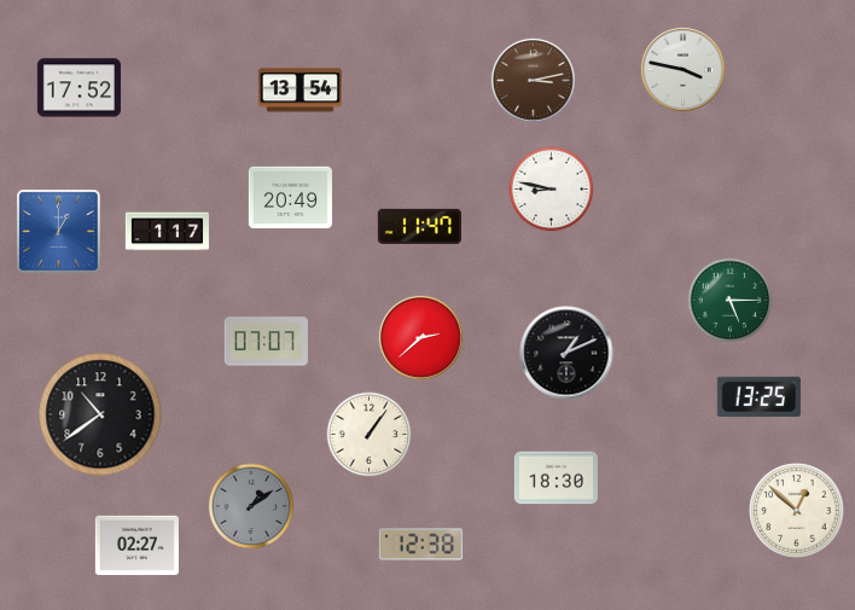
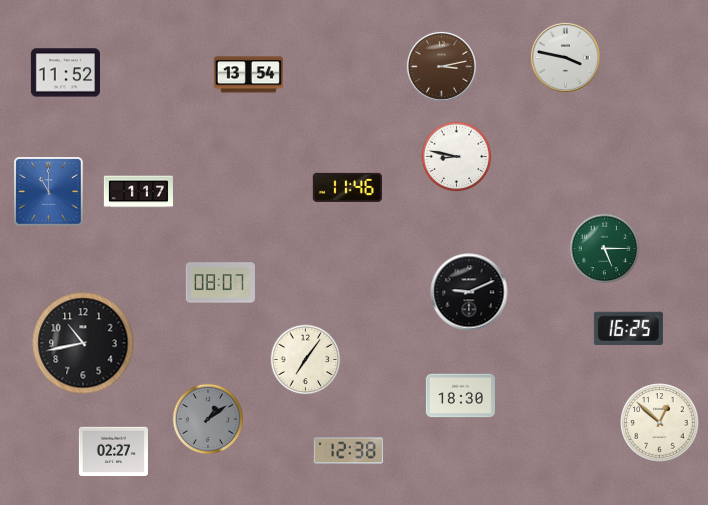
clock at (78, 88): 17:52 -> 11:52
clock at (290, 198): 20:49 -> none
clock at (419, 226): 11:47 -> 11:46
clock at (59, 232): 1:00 -> 11:00
clock at (420, 337): 2:38 -> none
clock at (266, 342): 07:07 -> 08:07
clock at (566, 353): 1:11 -> 9:11
clock at (758, 396): 13:25 -> 16:25
clock at (100, 414): 10:39 -> 10:43
clock at (370, 435): 1:06 -> 7:06
